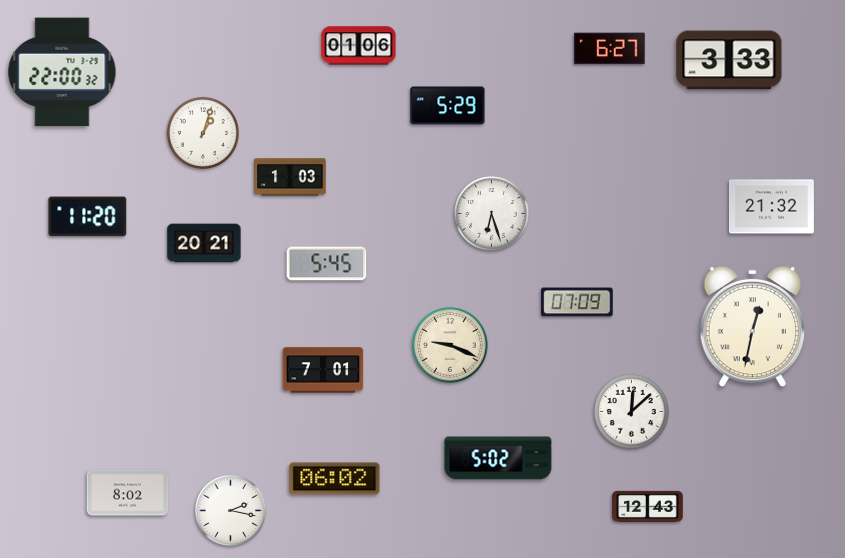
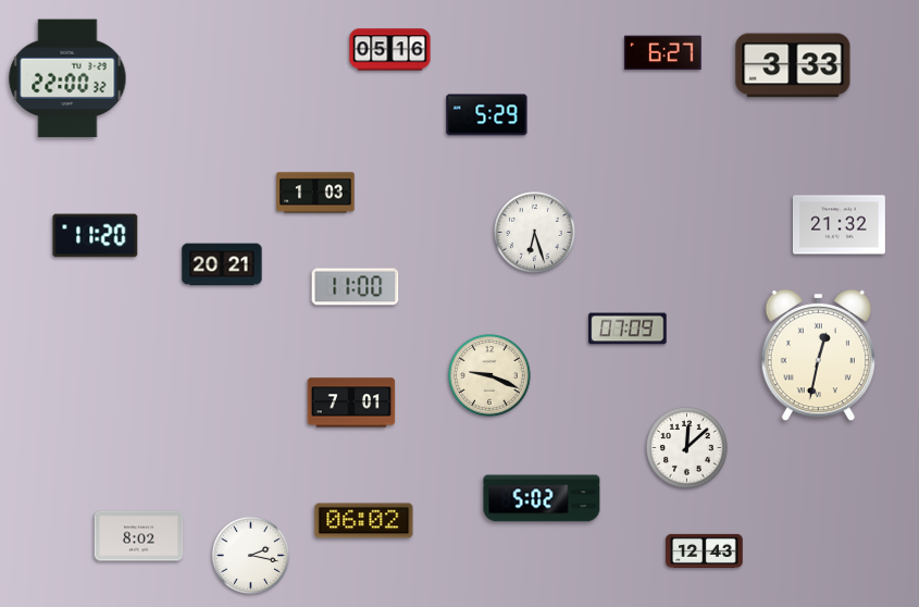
clock at (359, 46): 01:06 -> 05:16
clock at (203, 133): 1:03 -> none
clock at (327, 264): 5:45 -> 11:00
